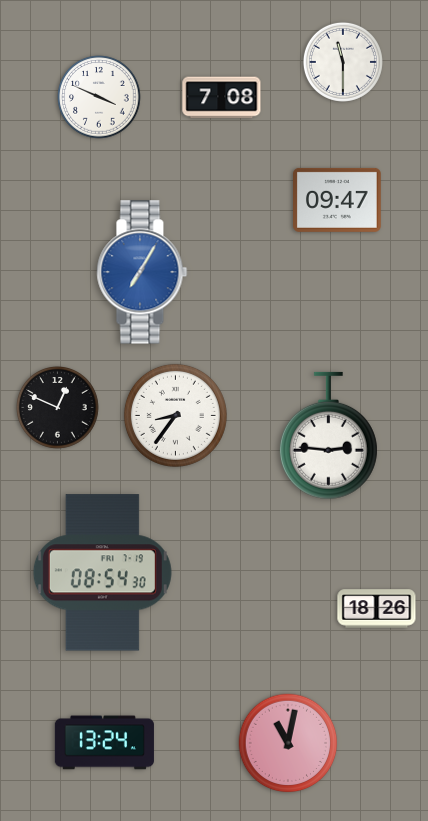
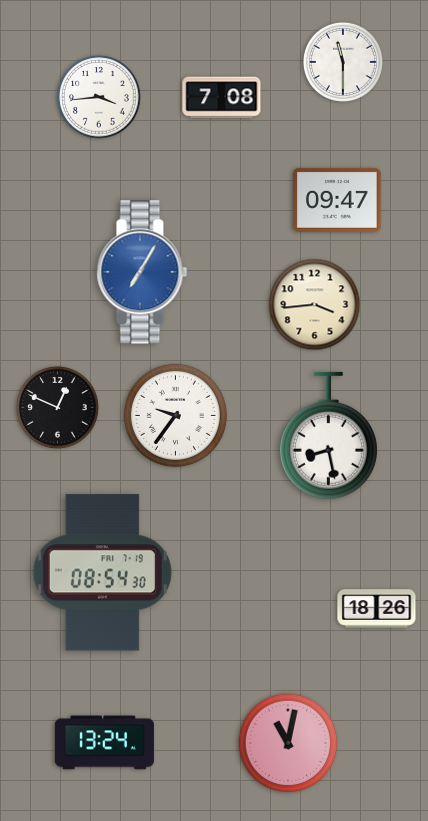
clock at (99, 97): 3:49 -> 3:44
clock at (315, 305): none -> 3:44
clock at (175, 415): 8:36 -> 9:36
clock at (328, 436): 2:46 -> 8:28
